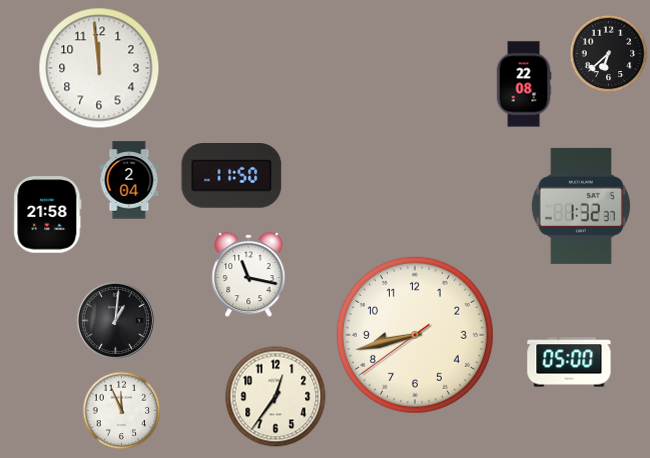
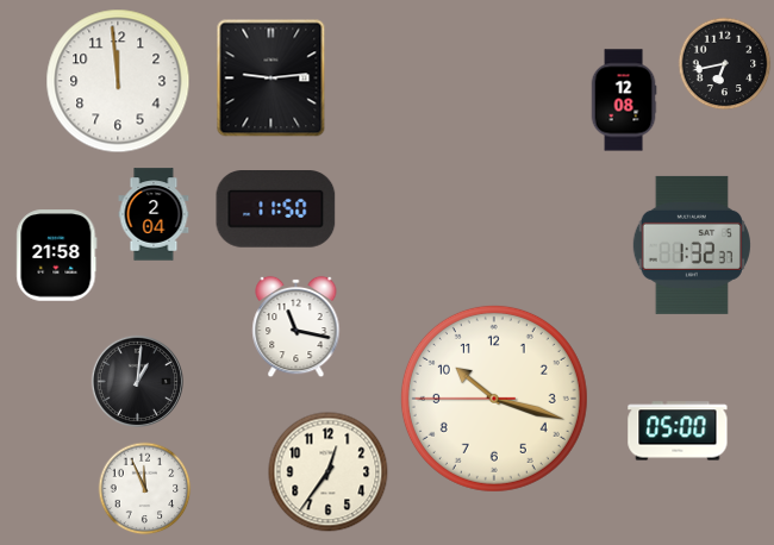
clock at (608, 53): 6:38 -> 6:43
clock at (271, 79): none -> 9:14
clock at (524, 84): 22:08 -> 12:08
clock at (415, 335): 8:42 -> 10:17
